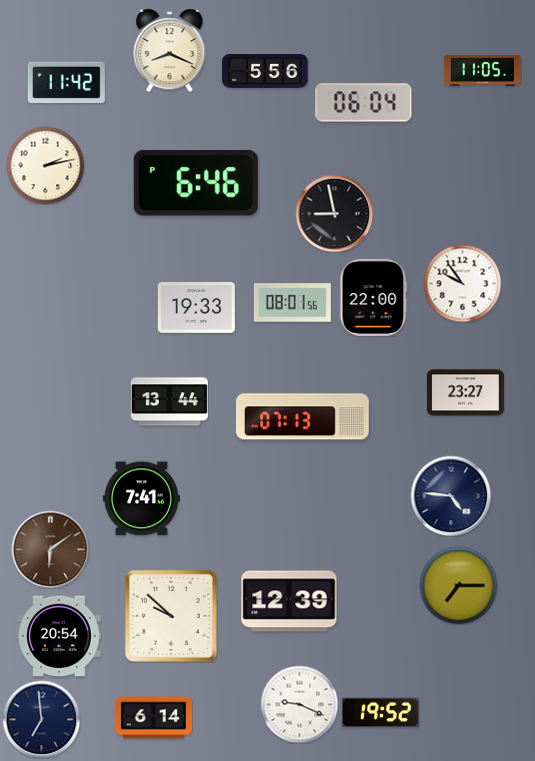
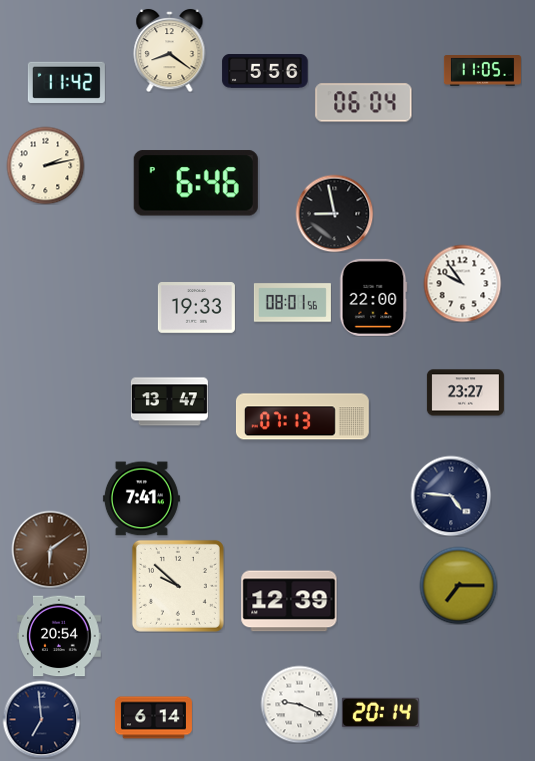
clock at (170, 50): 8:19 -> 8:21
clock at (169, 402): 13:44 -> 13:47
clock at (171, 616) position: (171, 616) -> (178, 586)
clock at (380, 713): 19:52 -> 20:14
